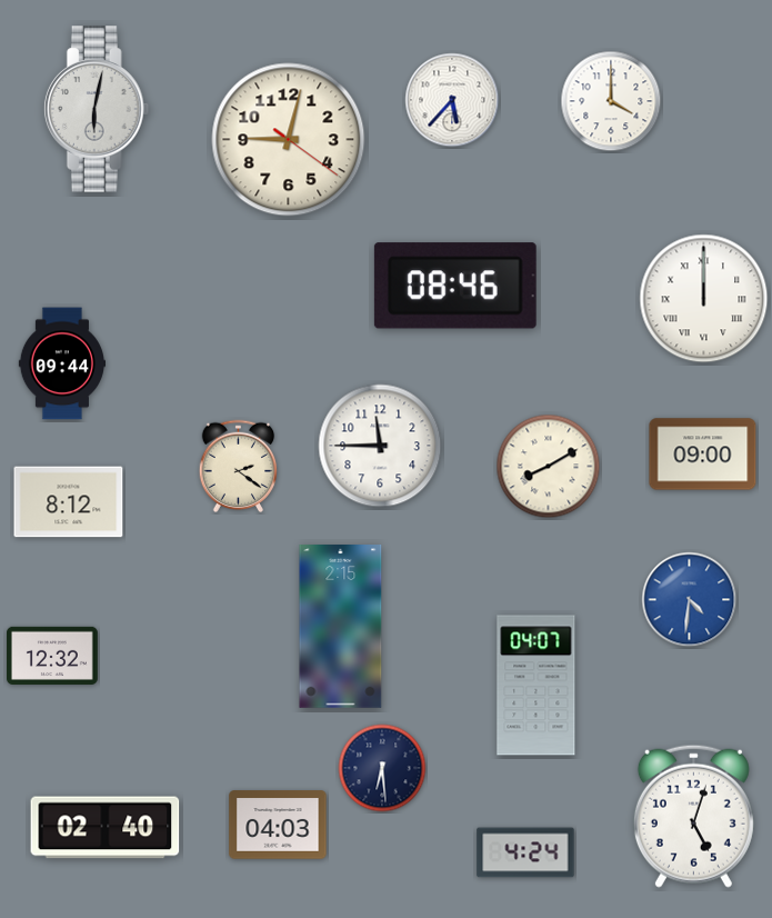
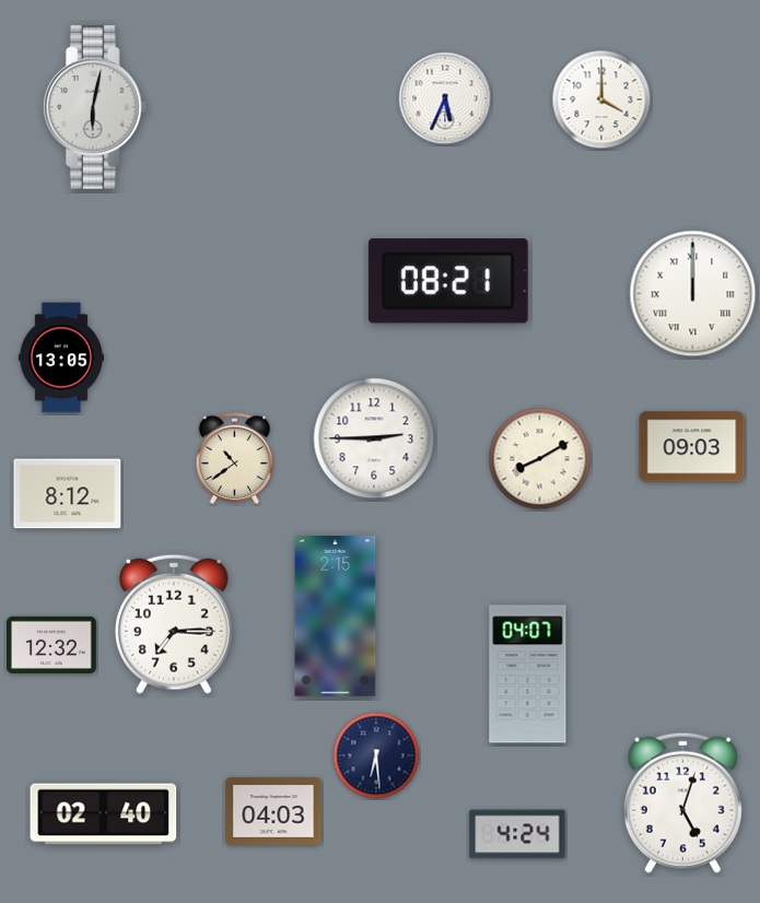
clock at (452, 100): 5:37 -> 5:34
clock at (289, 140): 9:02 -> none
clock at (455, 286): 08:46 -> 08:21
clock at (61, 363): 09:44 -> 13:05
clock at (380, 446): 11:45 -> 2:45
clock at (703, 455): 09:00 -> 09:03
clock at (239, 466): 2:21 -> 10:39
clock at (690, 600): 4:31 -> none
clock at (174, 624): none -> 7:15
clock at (525, 852) position: (525, 852) -> (517, 834)
